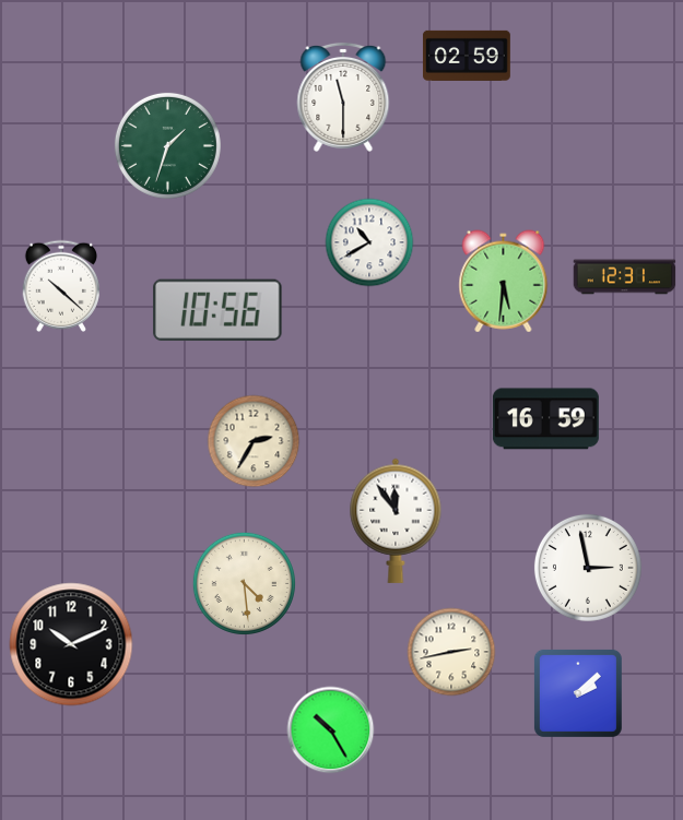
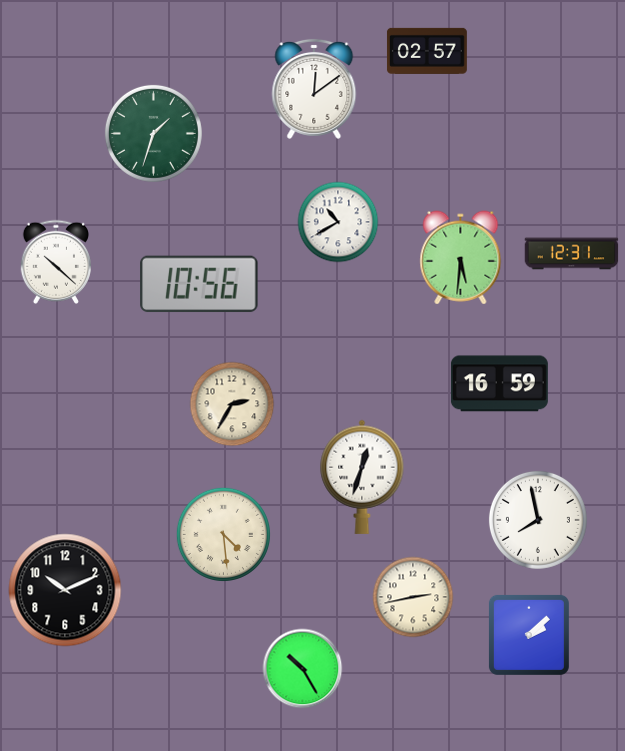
clock at (467, 56): 02:59 -> 02:57
clock at (343, 97): 11:30 -> 12:09
clock at (396, 521): 11:54 -> 12:33
clock at (588, 568): 2:58 -> 7:58
